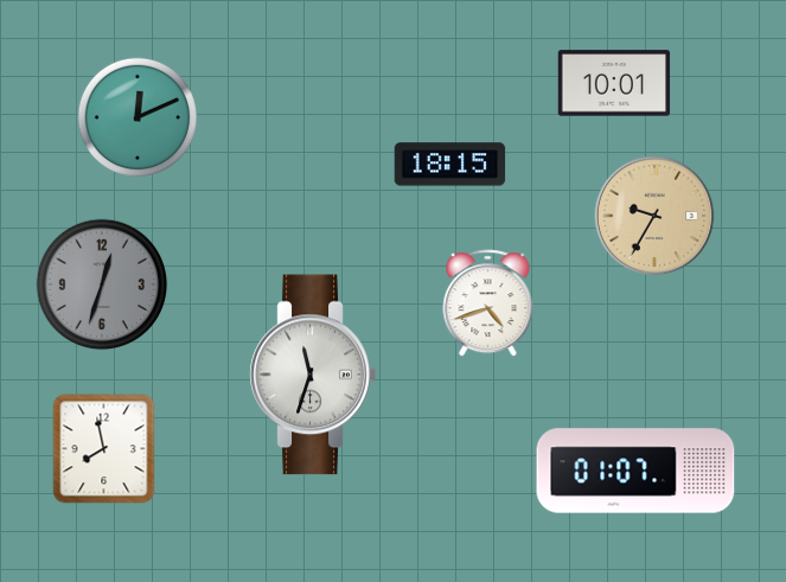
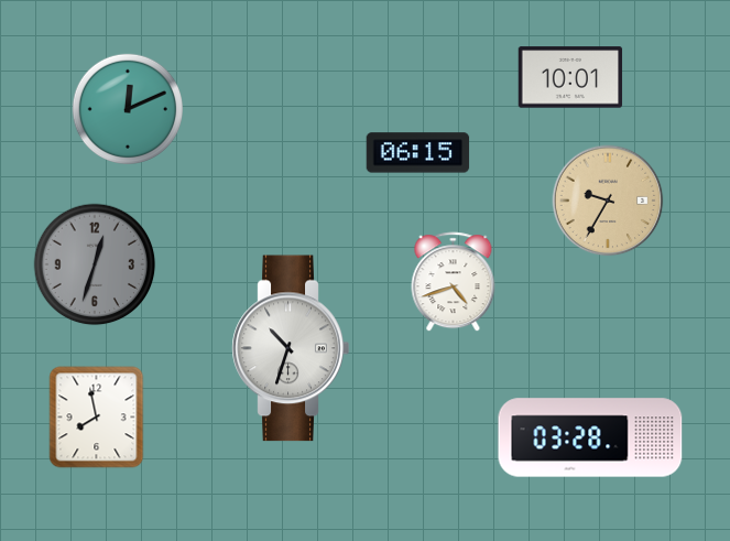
clock at (450, 165): 18:15 -> 06:15
clock at (313, 375): 11:33 -> 10:33
clock at (635, 471): 01:07 -> 03:28
